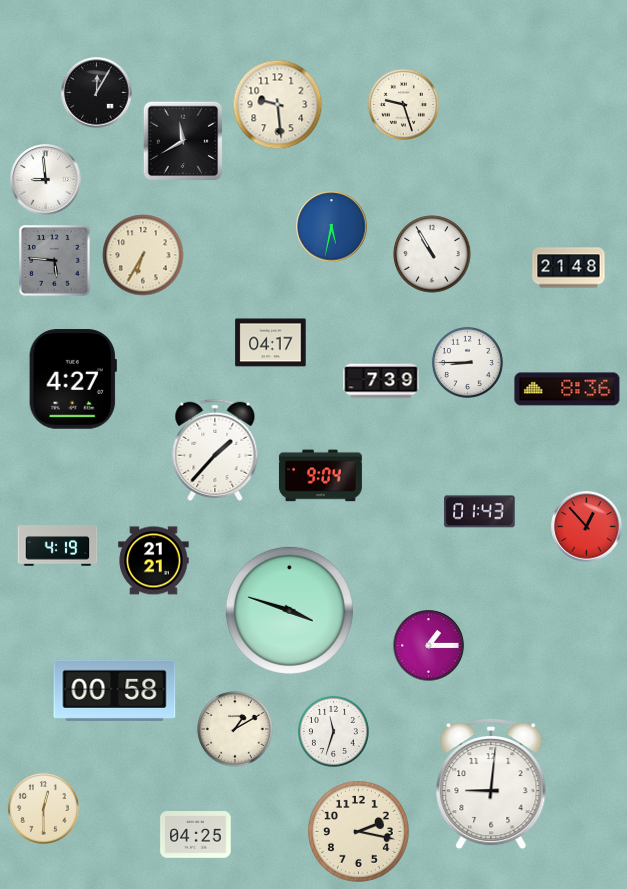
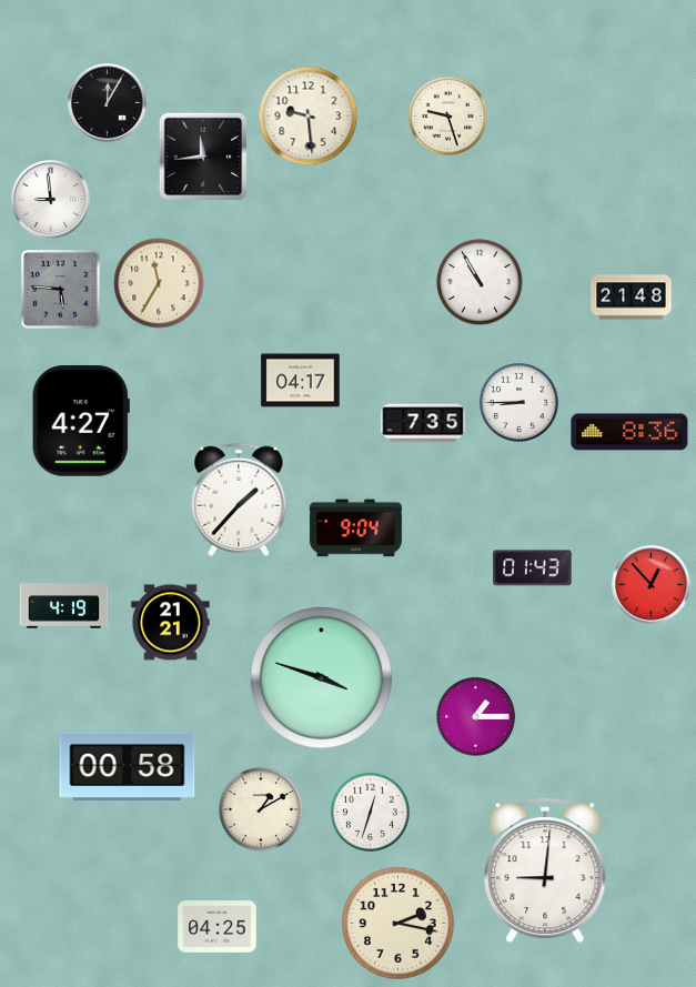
clock at (183, 141): 11:40 -> 11:44
clock at (332, 227): 5:32 -> none
clock at (143, 255): 6:35 -> 11:35
clock at (381, 381): 7:39 -> 7:35
clock at (333, 731): 11:33 -> 12:33
clock at (43, 808): 12:30 -> none
